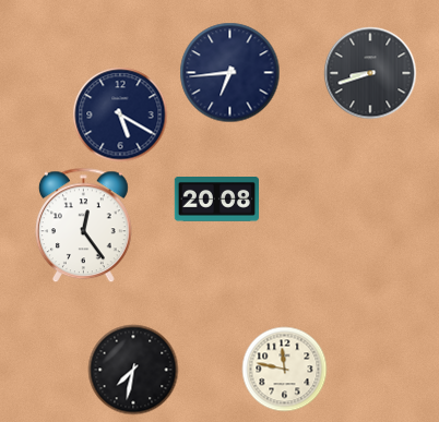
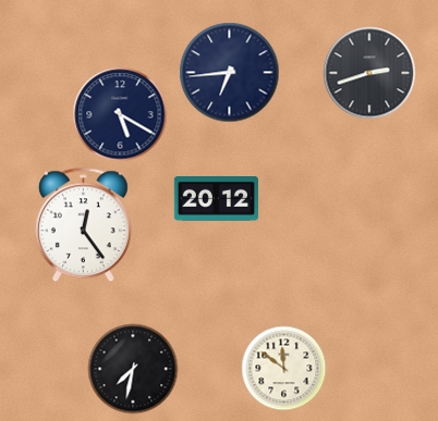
clock at (370, 73): 8:42 -> 2:42
clock at (216, 200): 20:08 -> 20:12
clock at (284, 369): 11:47 -> 11:51
